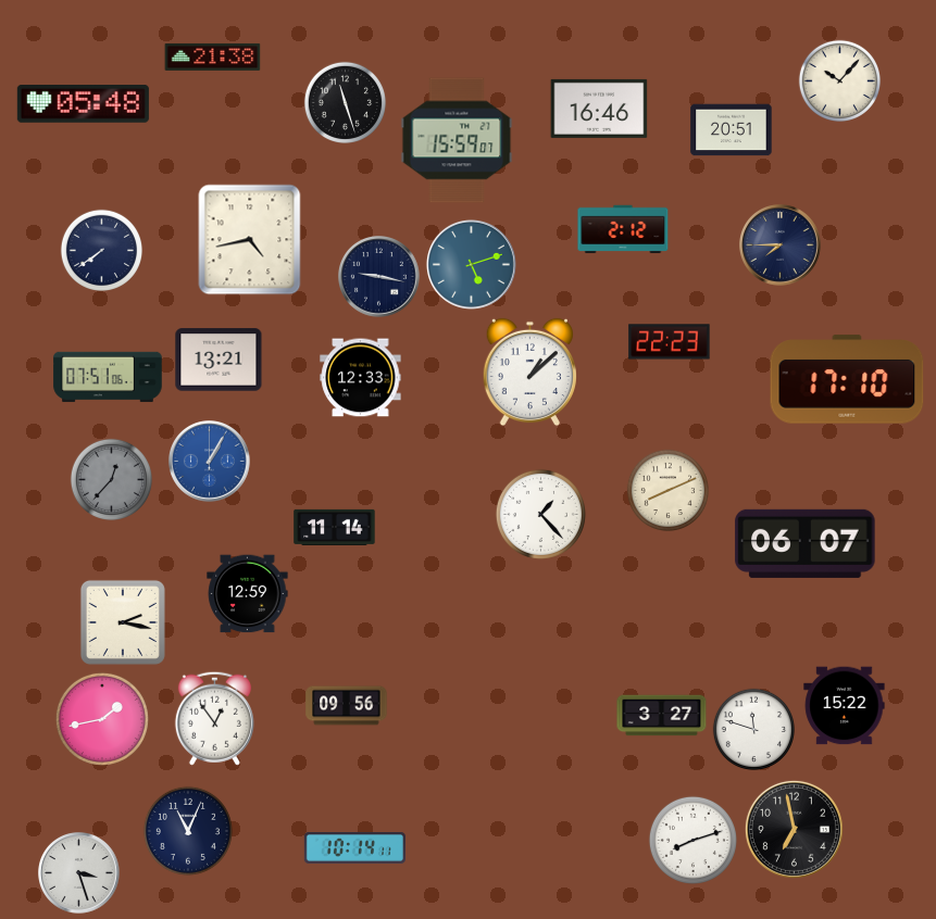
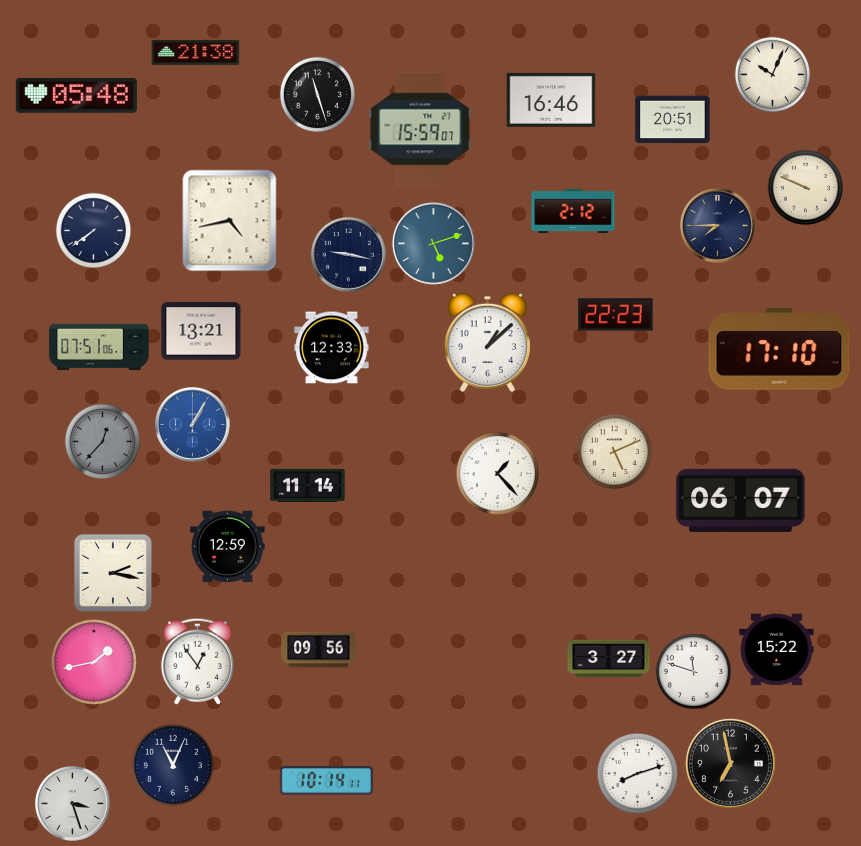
clock at (839, 80): 10:07 -> 10:04
clock at (805, 187): none -> 9:49
clock at (667, 490): 8:11 -> 5:11
